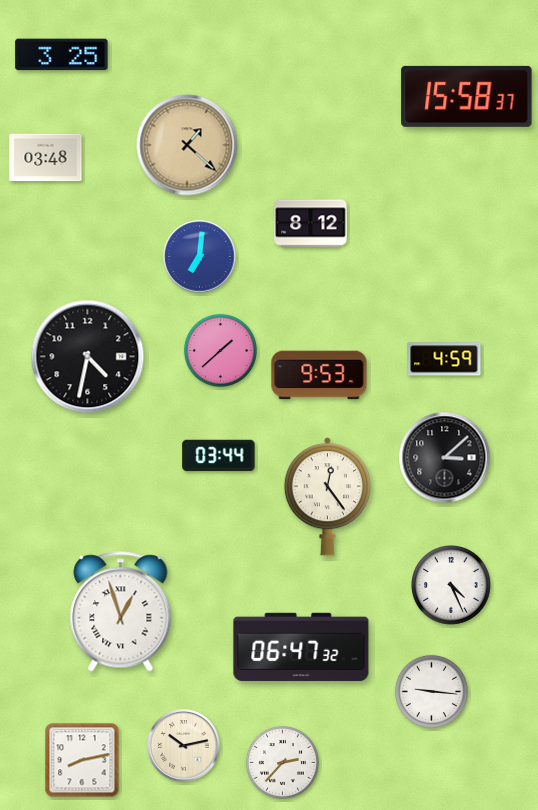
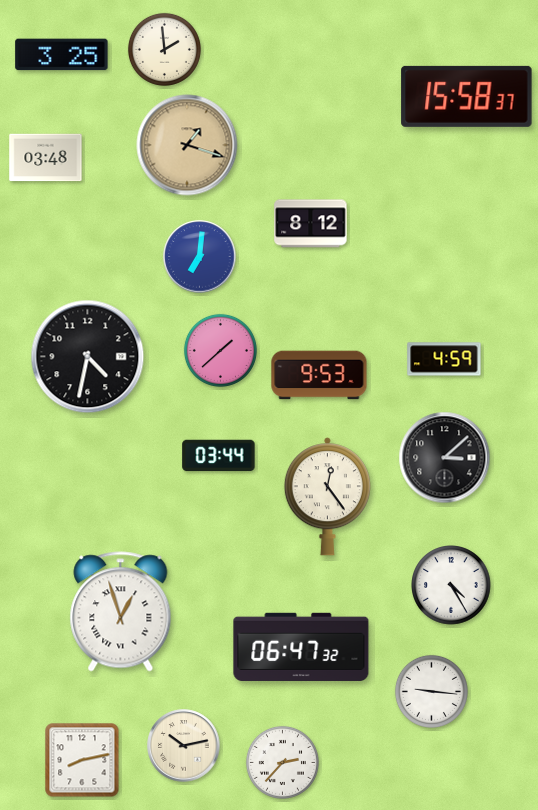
clock at (164, 49): none -> 1:59
clock at (187, 145): 1:22 -> 1:18
clock at (451, 585): 4:26 -> 4:25
